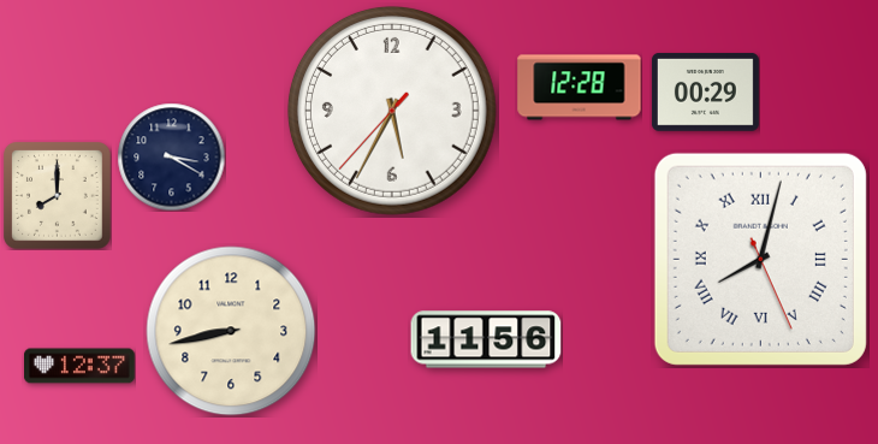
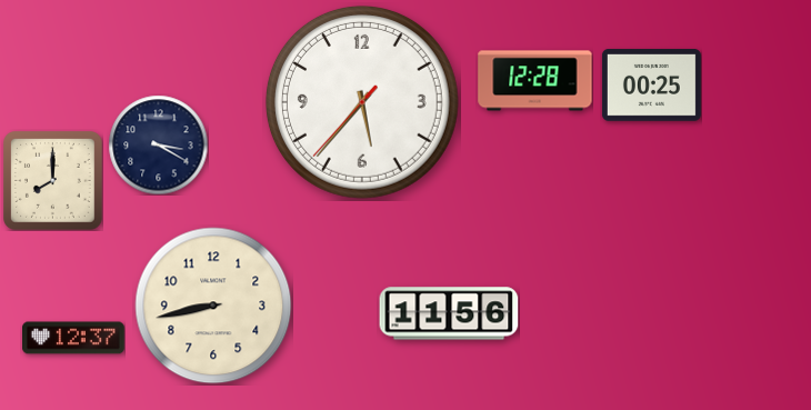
clock at (705, 93): 00:29 -> 00:25
clock at (392, 111): 5:34 -> 5:36
clock at (760, 259): 8:02 -> none
